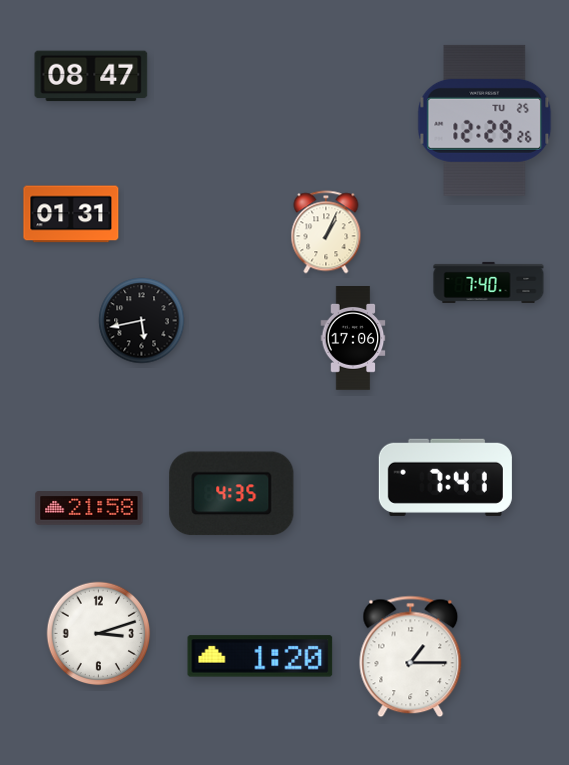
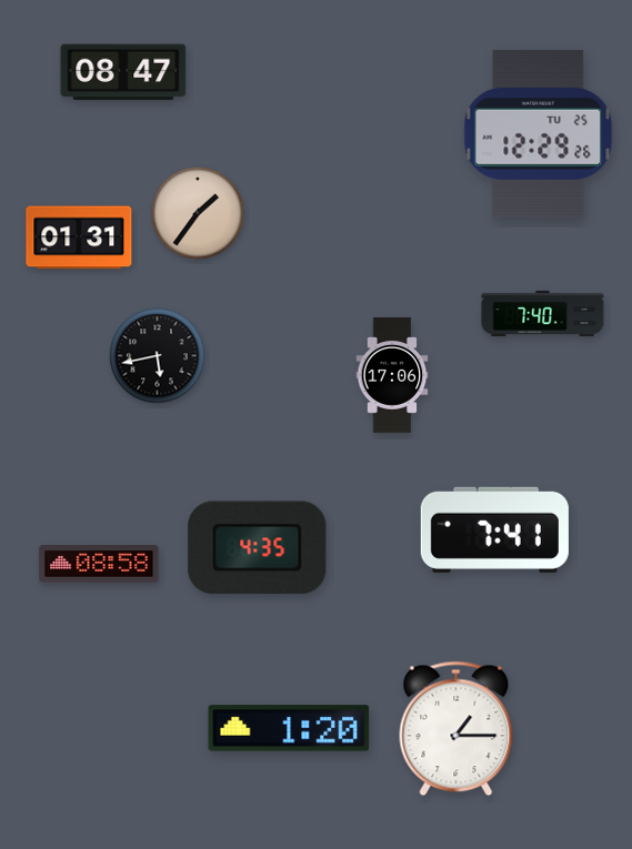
clock at (91, 76) position: (91, 76) -> (123, 72)
clock at (198, 213): none -> 1:36
clock at (326, 232): 1:04 -> none
clock at (89, 508): 21:58 -> 08:58
clock at (99, 634): 3:12 -> none
